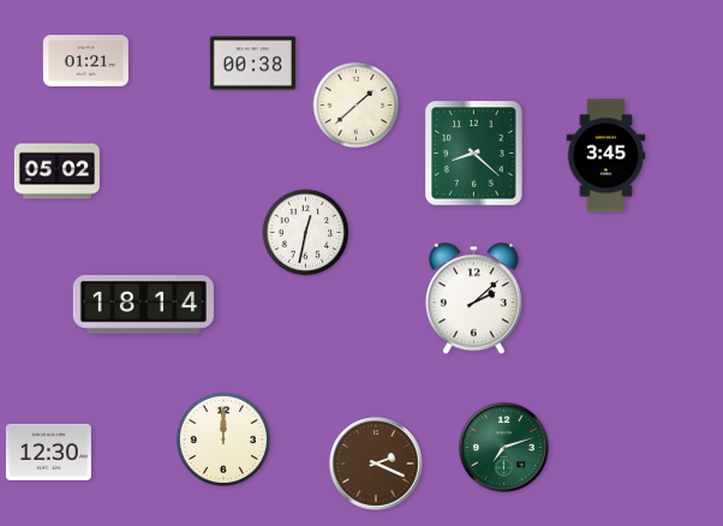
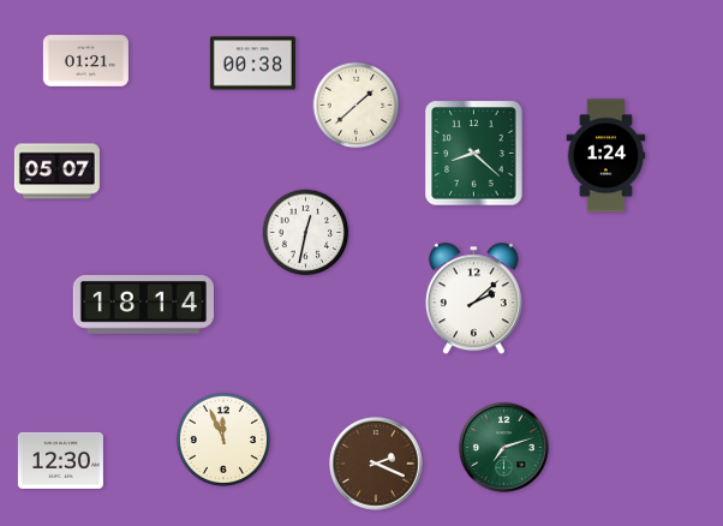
clock at (607, 156): 3:45 -> 1:24
clock at (56, 172): 05:02 -> 05:07
clock at (223, 440): 12:00 -> 11:56
clock at (48, 452) position: (48, 452) -> (60, 460)
